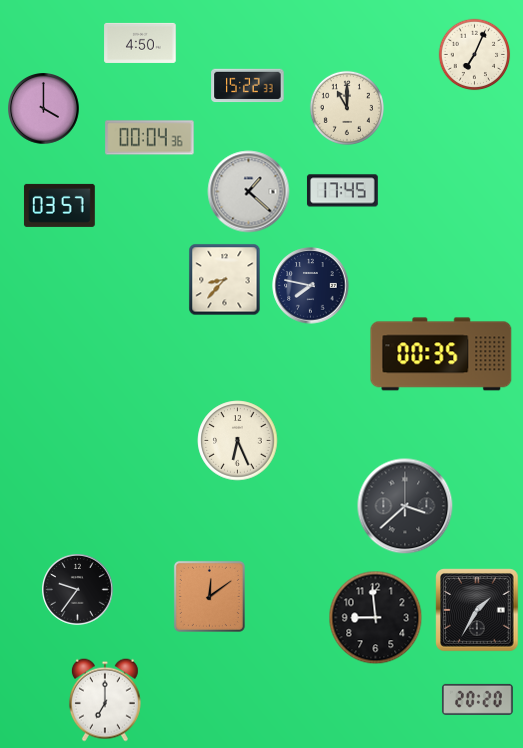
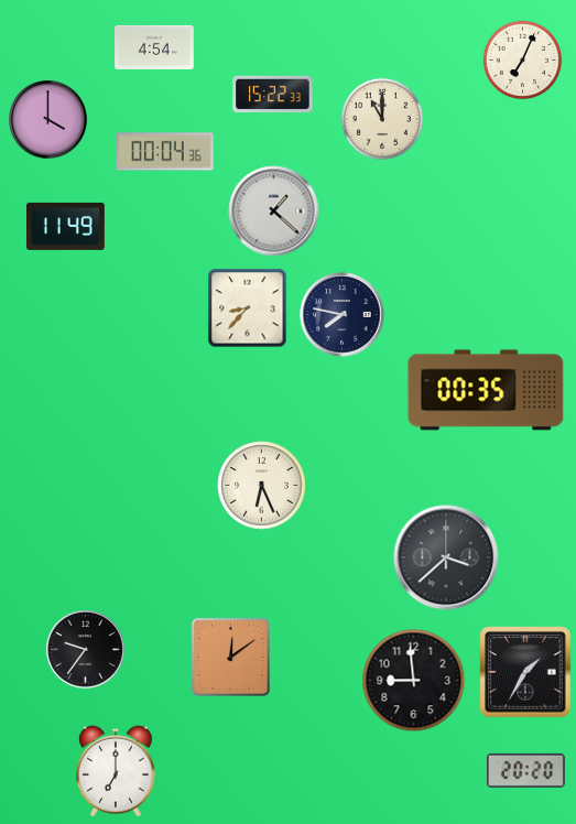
clock at (140, 43): 4:50 -> 4:54
clock at (342, 191): 17:45 -> none
clock at (59, 205): 03:57 -> 11:49
